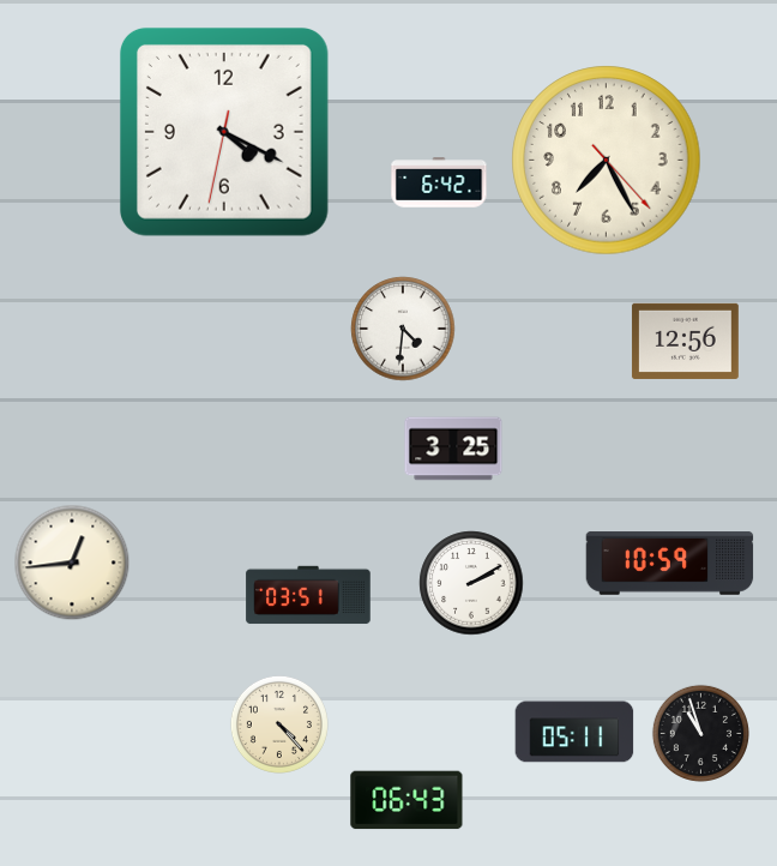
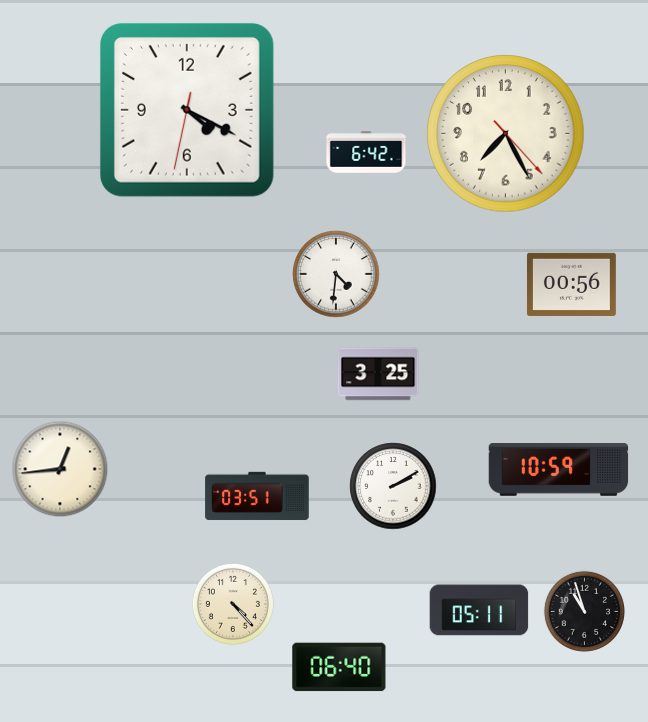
clock at (685, 341): 12:56 -> 00:56
clock at (406, 800): 06:43 -> 06:40
